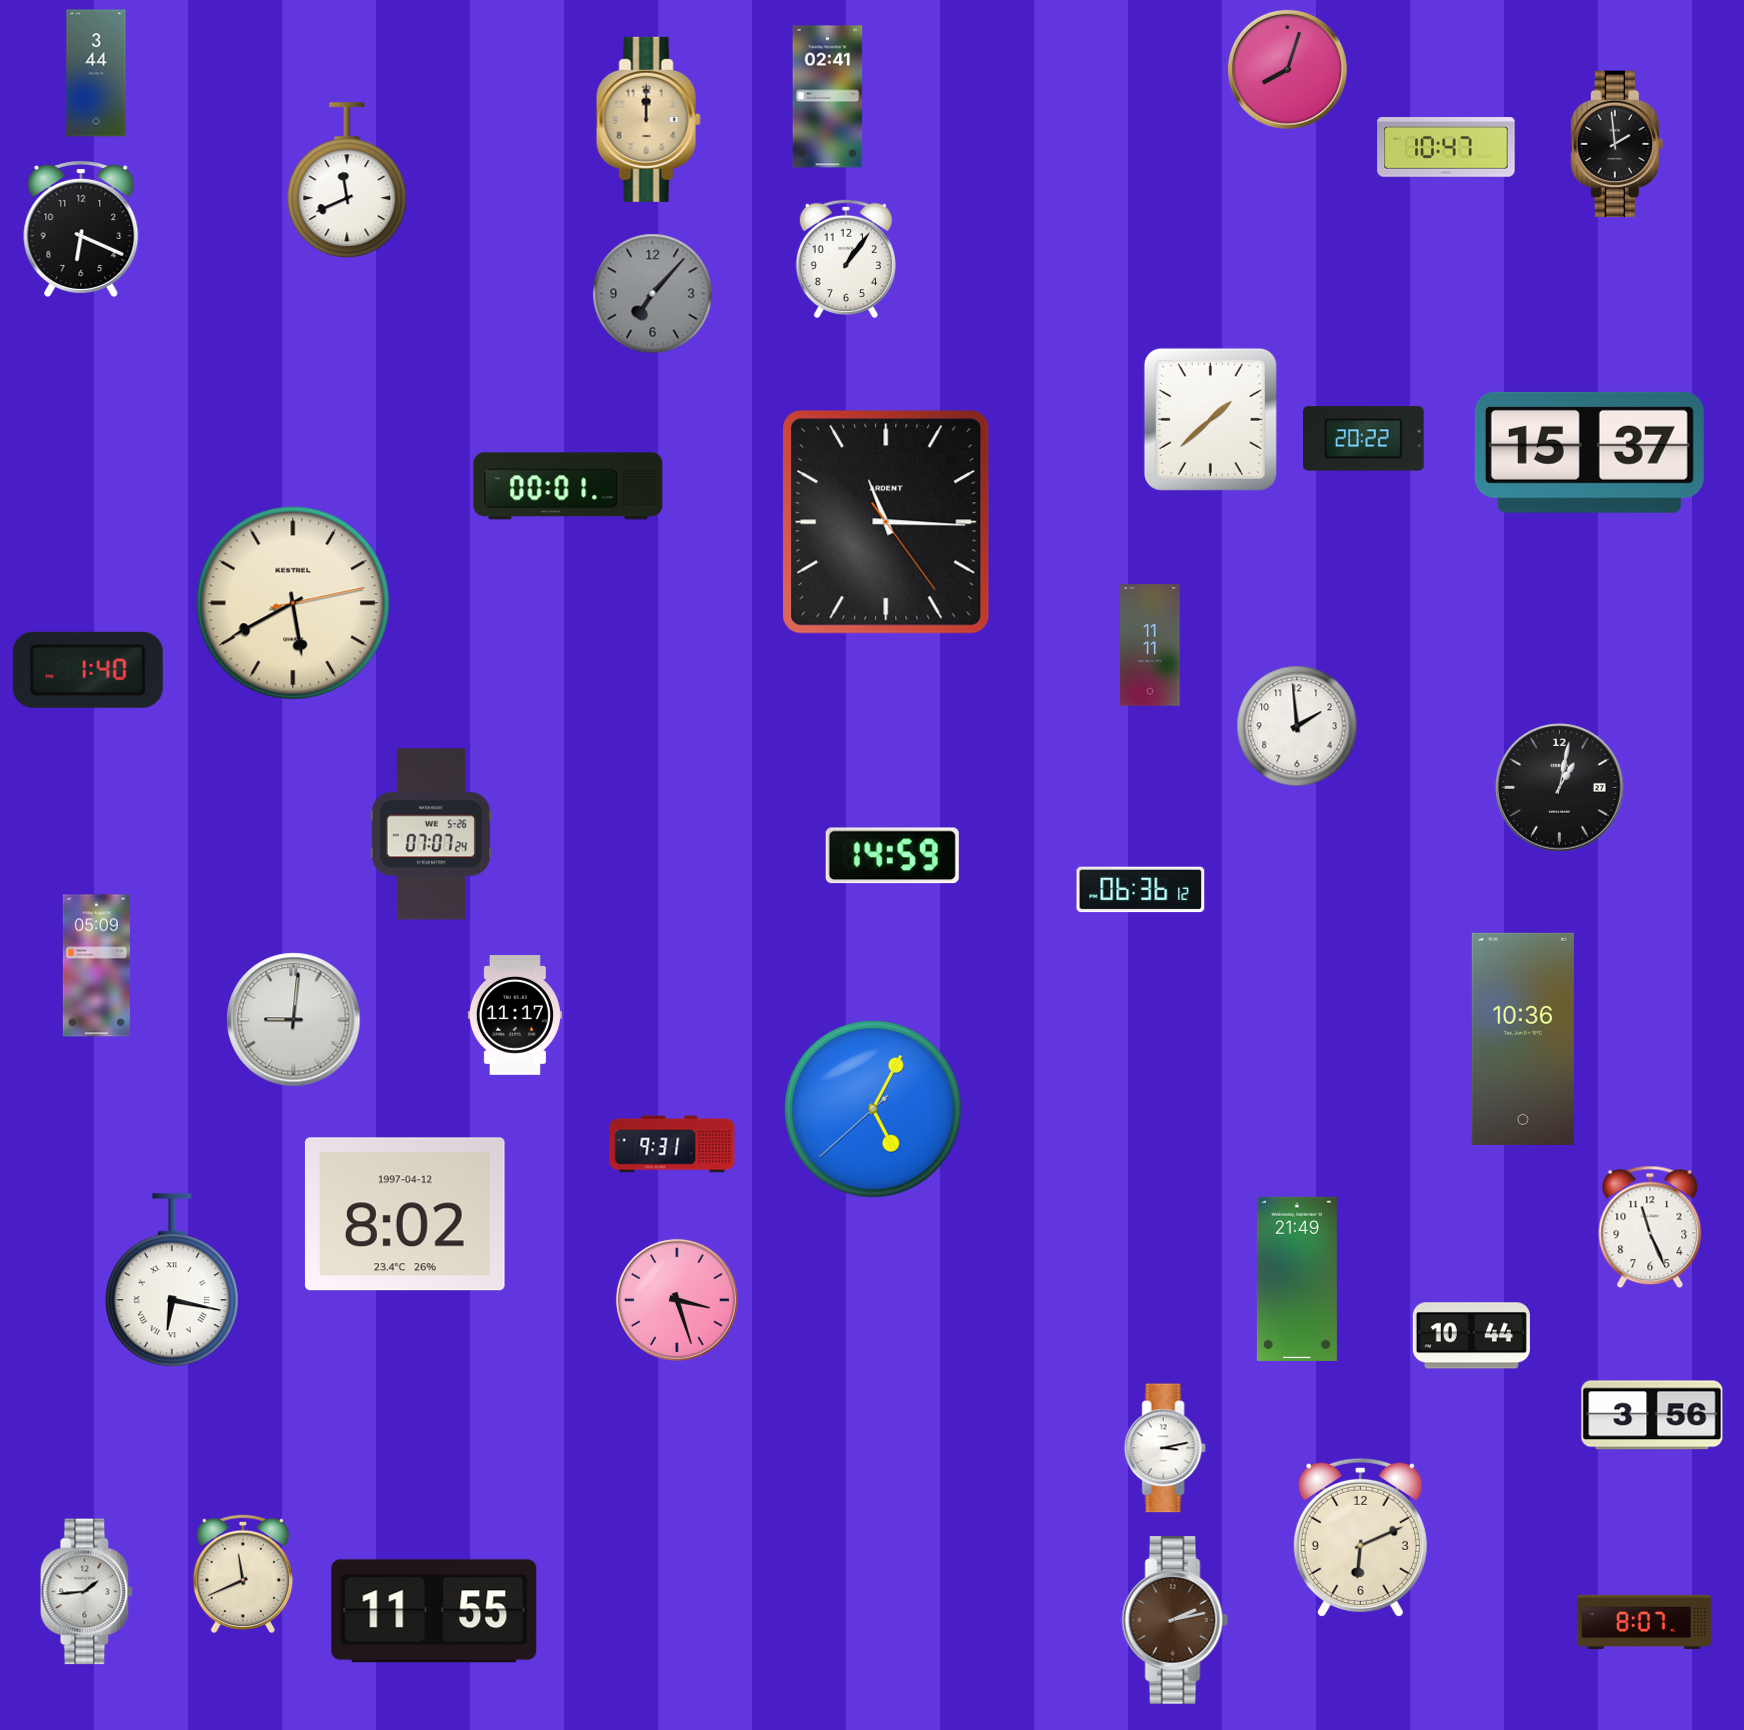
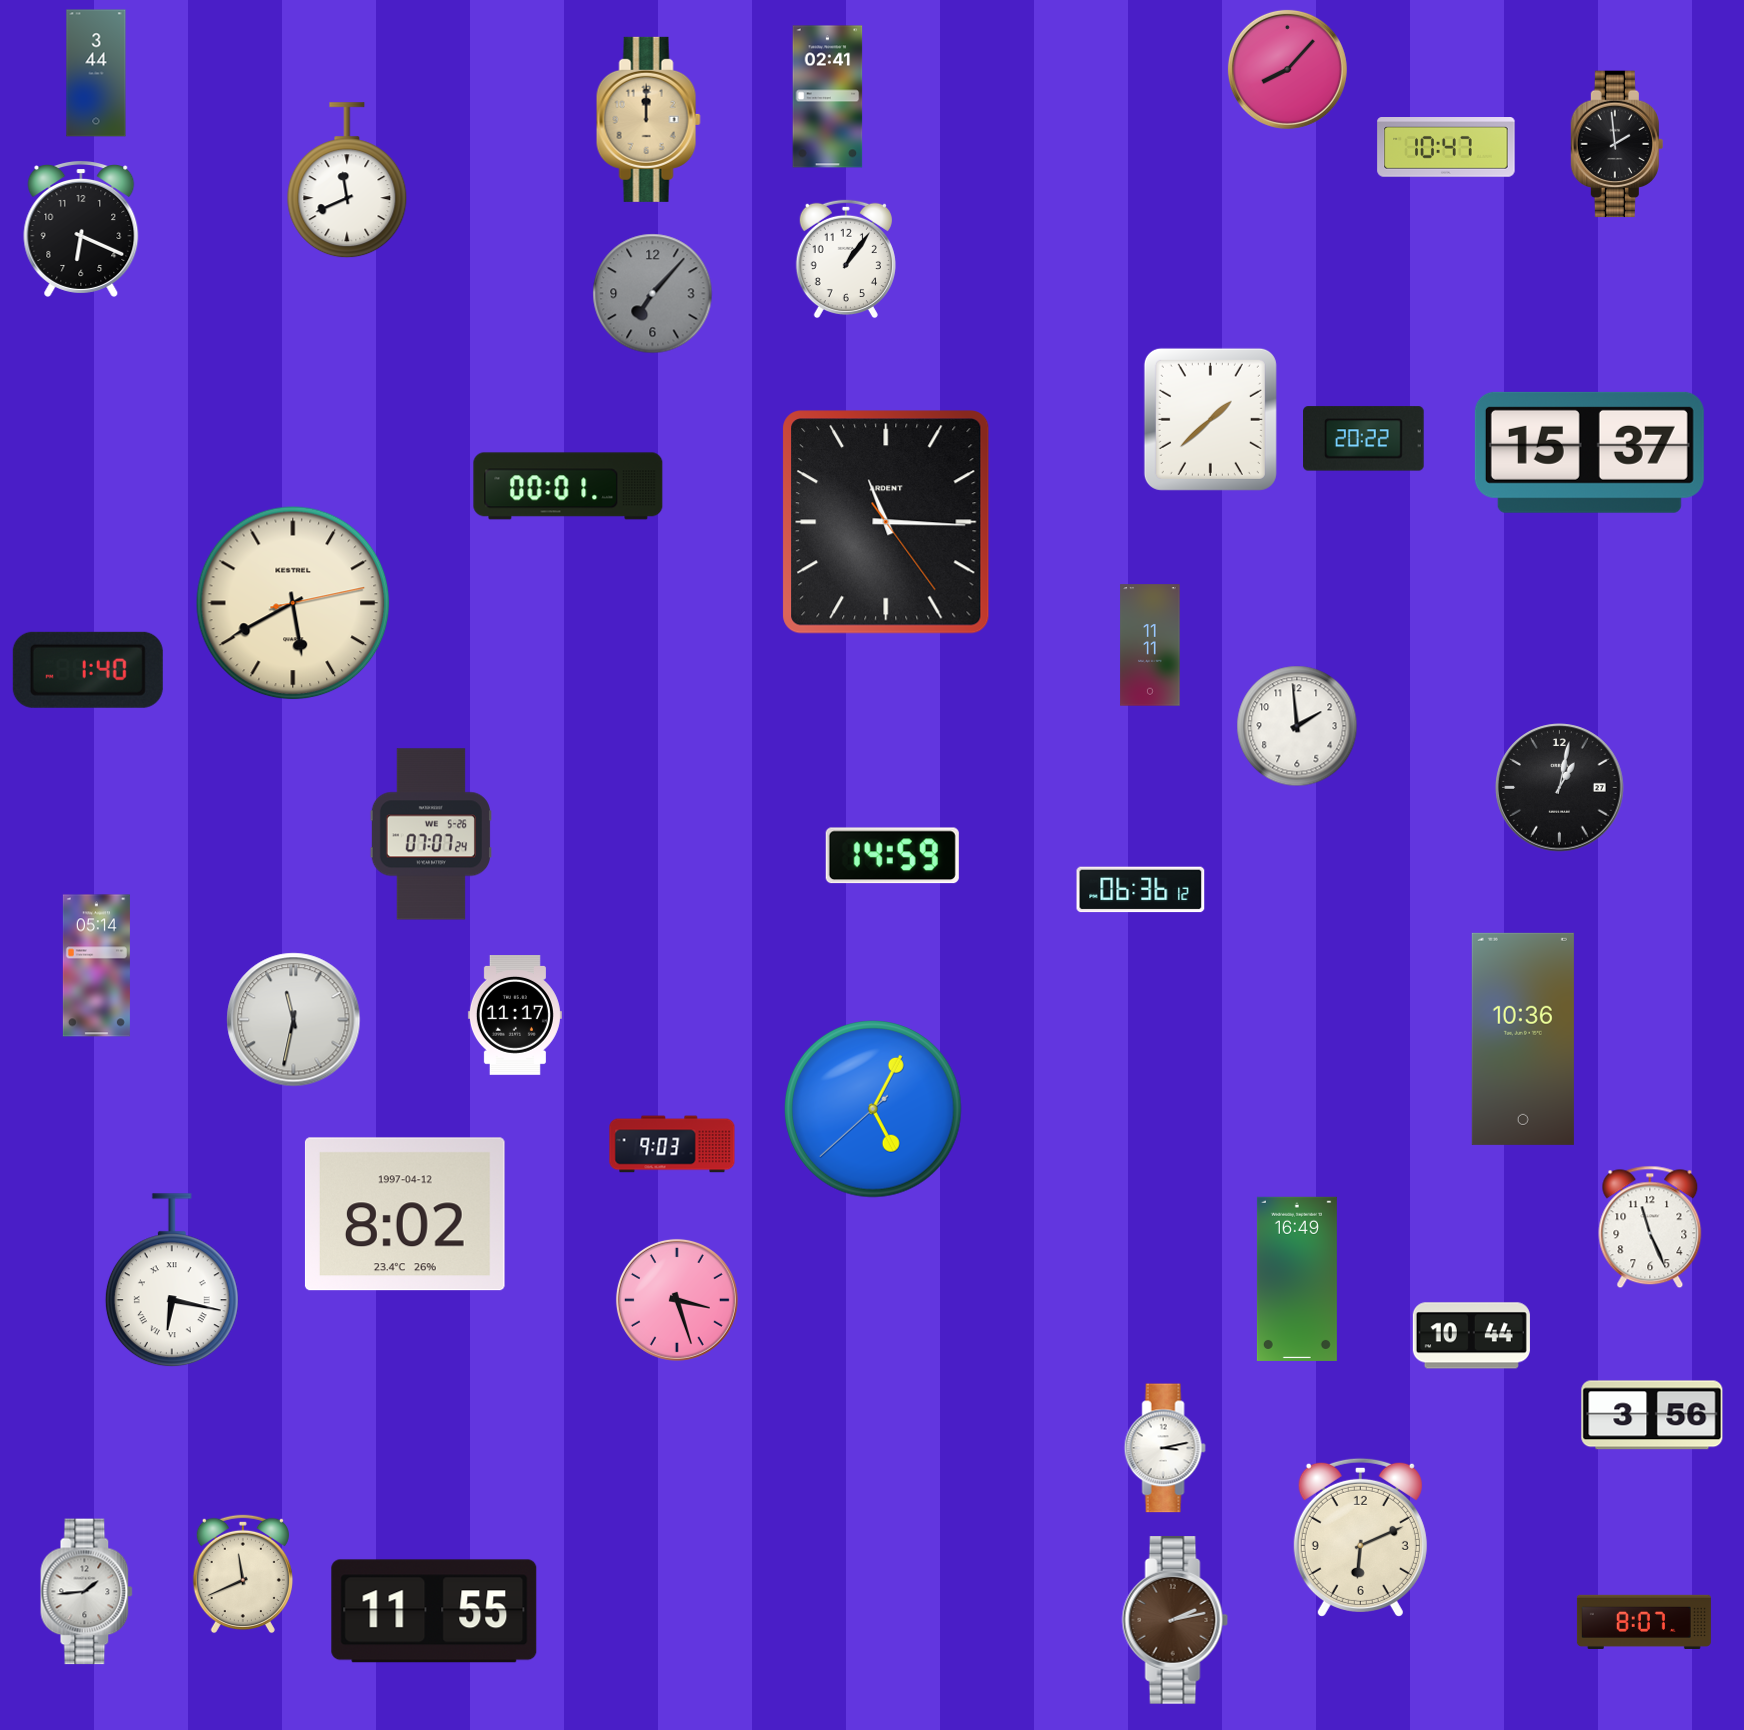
clock at (1287, 69): 8:03 -> 8:07
clock at (96, 966): 05:09 -> 05:14
clock at (294, 1020): 9:01 -> 11:32
clock at (672, 1144): 9:31 -> 9:03
clock at (1297, 1279): 21:49 -> 16:49
